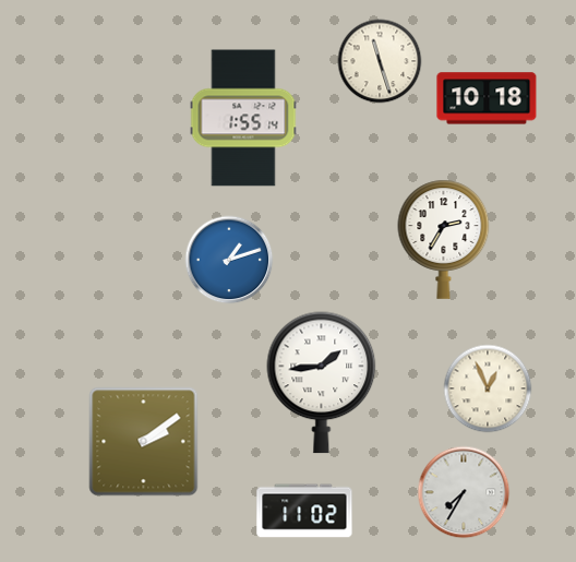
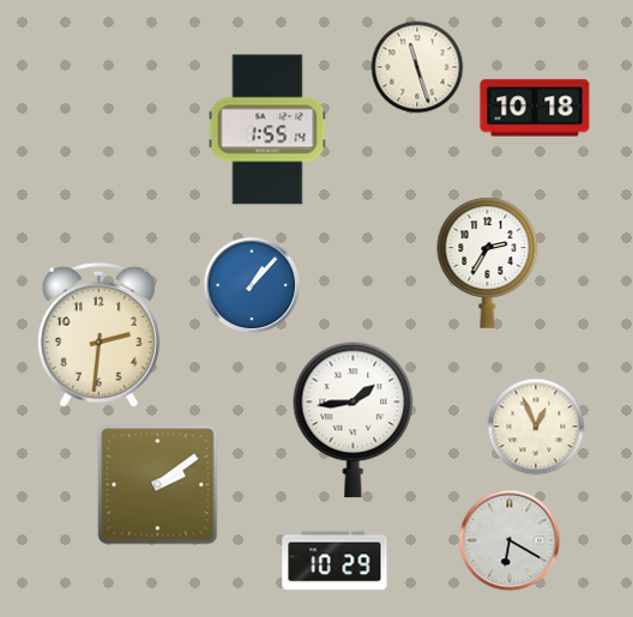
clock at (229, 260): 1:12 -> 1:07
clock at (98, 334): none -> 2:31
clock at (464, 492): 7:35 -> 6:20
clock at (304, 511): 11:02 -> 10:29
